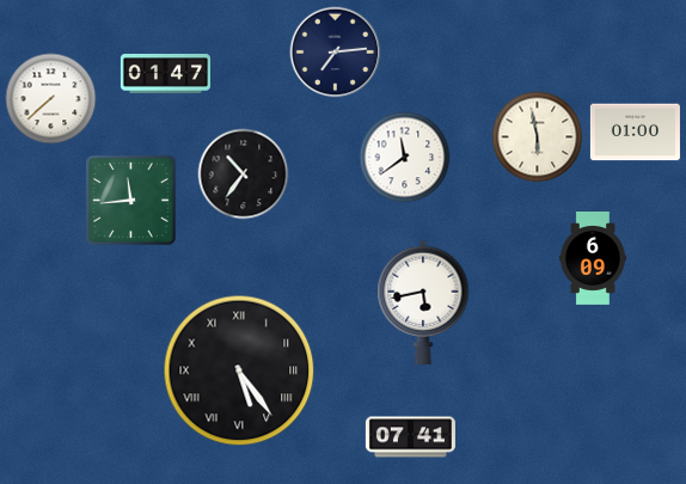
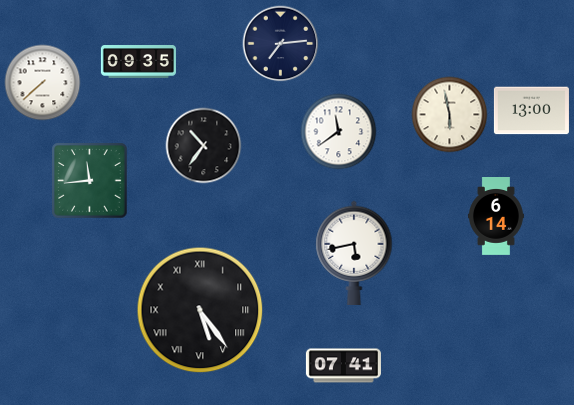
clock at (165, 74): 01:47 -> 09:35
clock at (635, 133): 01:00 -> 13:00
clock at (131, 201) position: (131, 201) -> (90, 181)
clock at (593, 259): 6:09 -> 6:14
